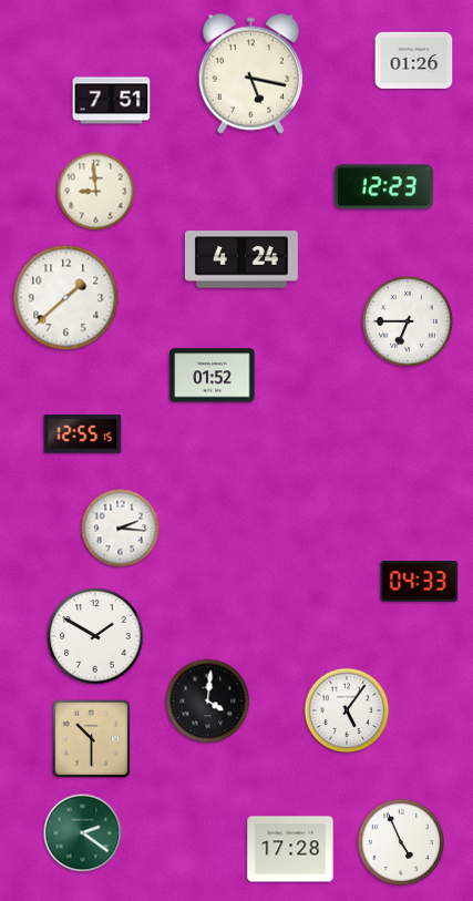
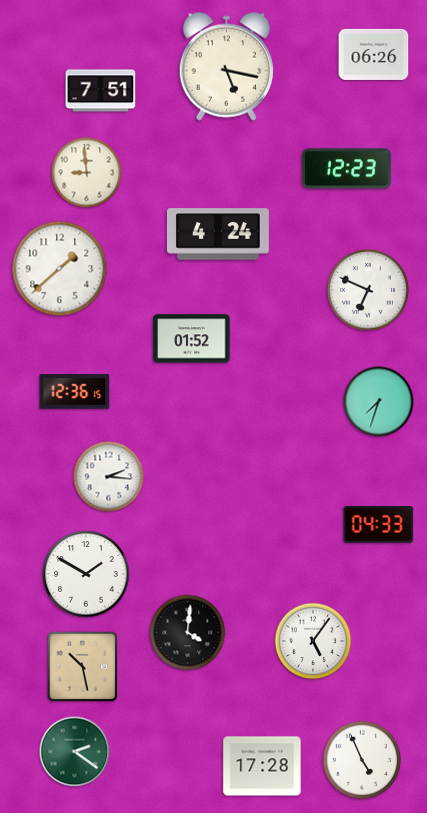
clock at (414, 60): 01:26 -> 06:26
clock at (408, 321): 6:45 -> 6:49
clock at (83, 434): 12:55 -> 12:36
clock at (379, 402): none -> 7:33
clock at (92, 739): 10:30 -> 10:28
